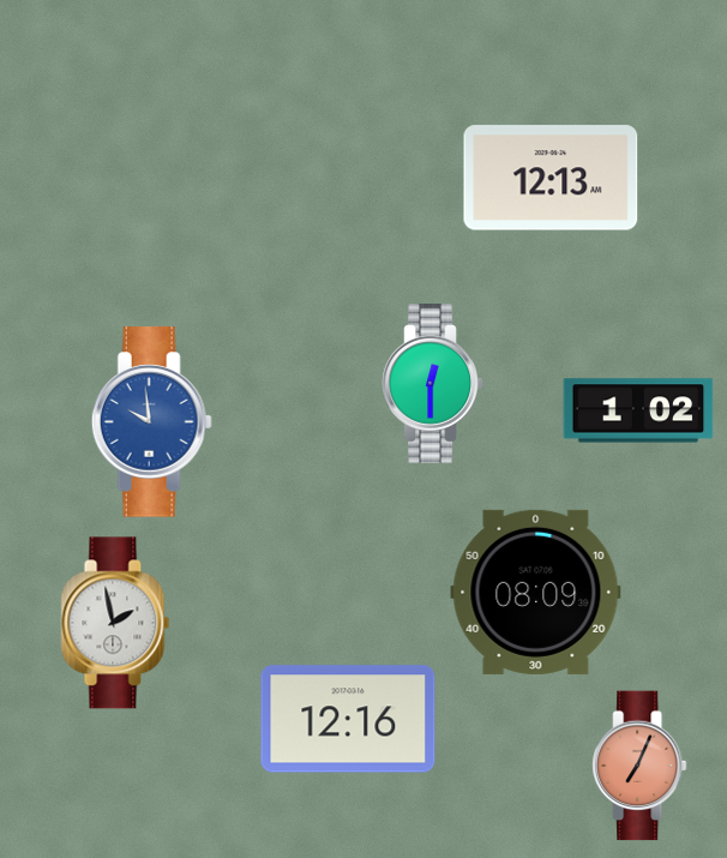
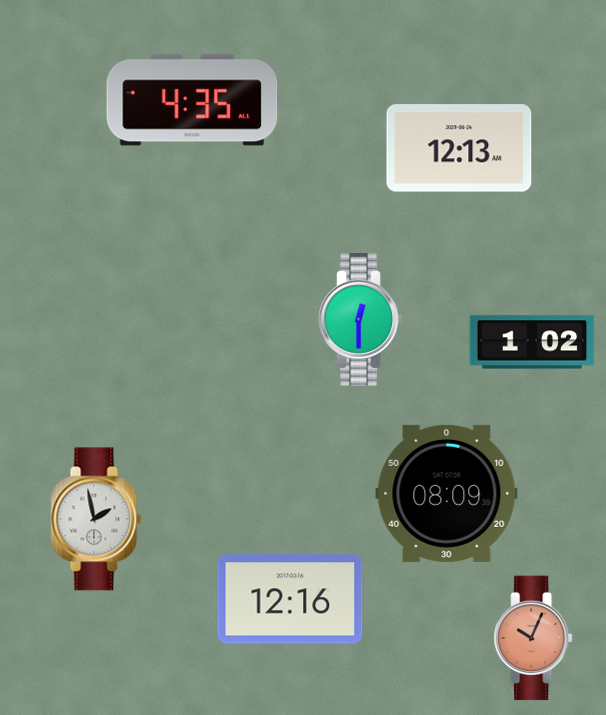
clock at (192, 100): none -> 4:35
clock at (151, 422): 9:59 -> none
clock at (639, 766): 7:04 -> 10:04
